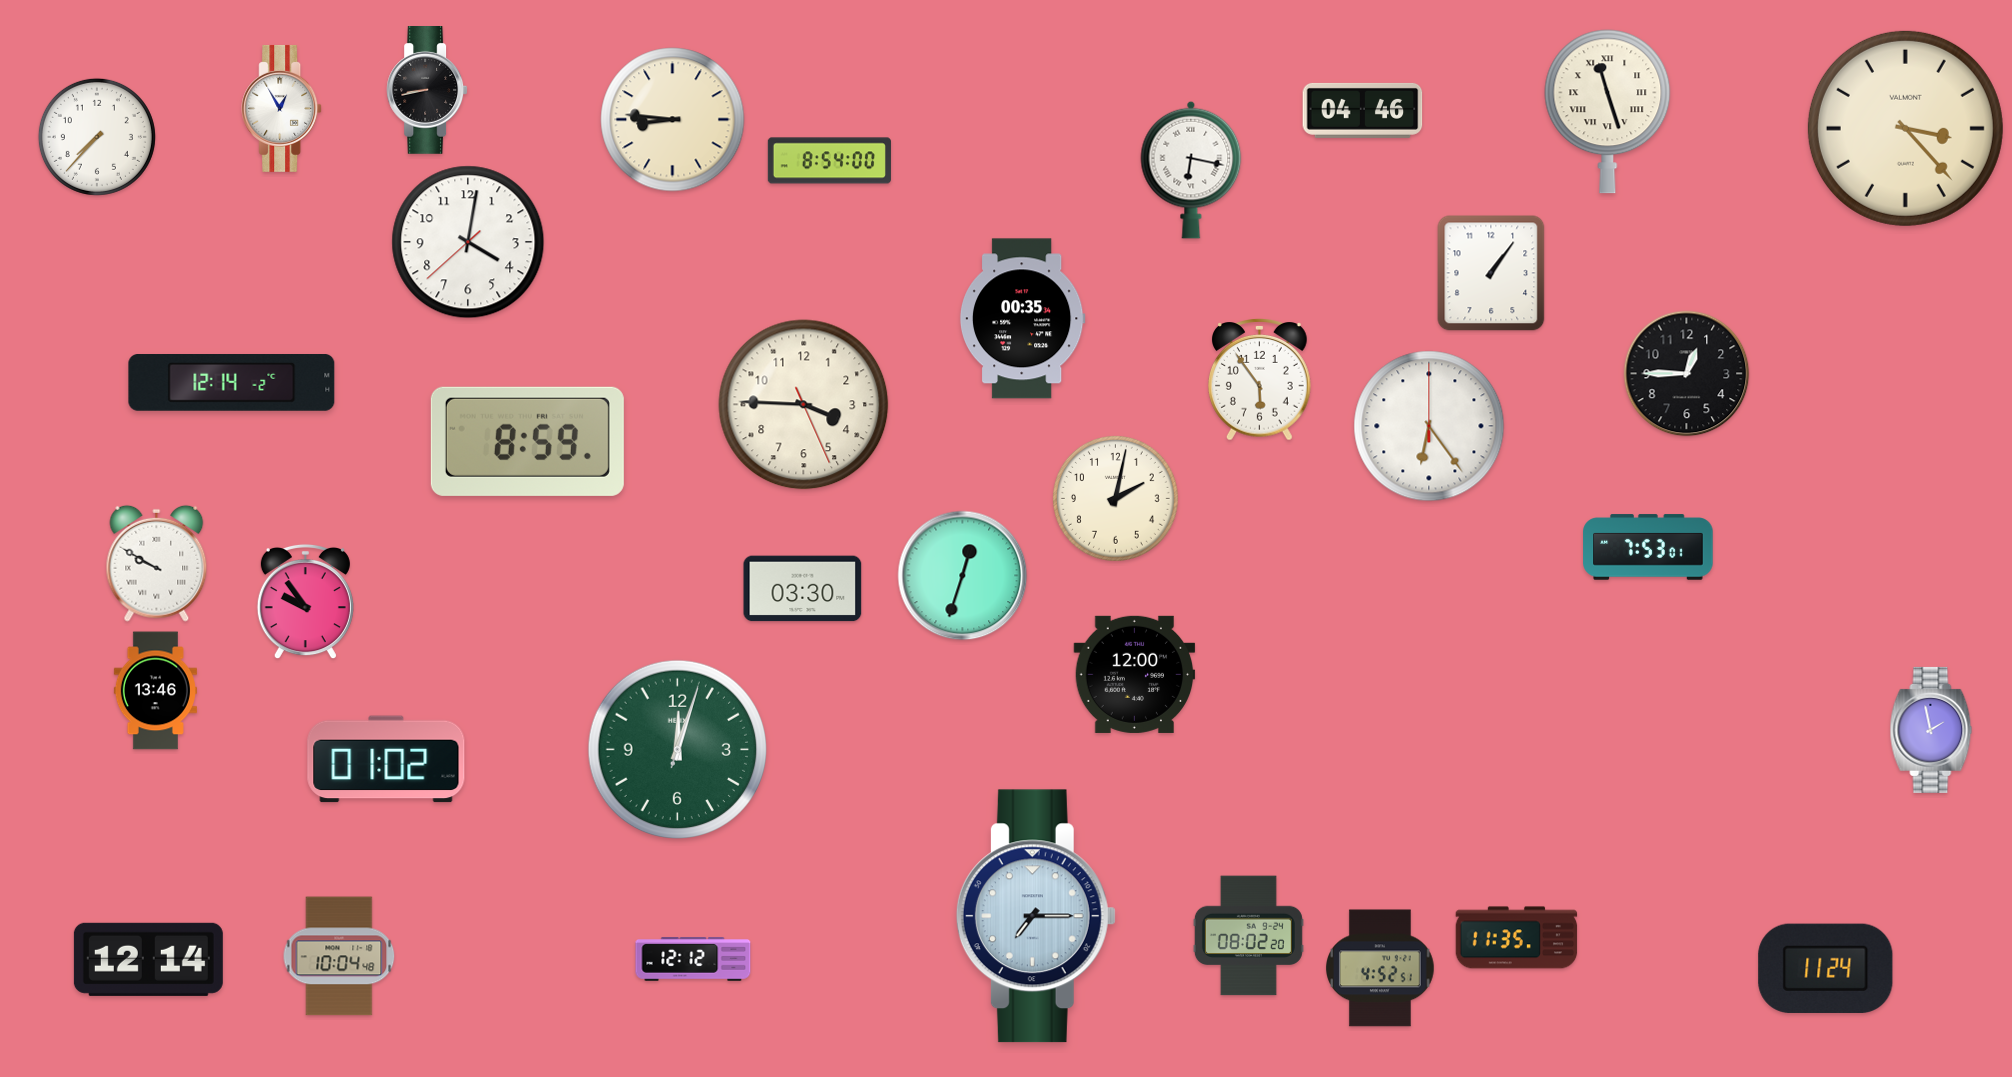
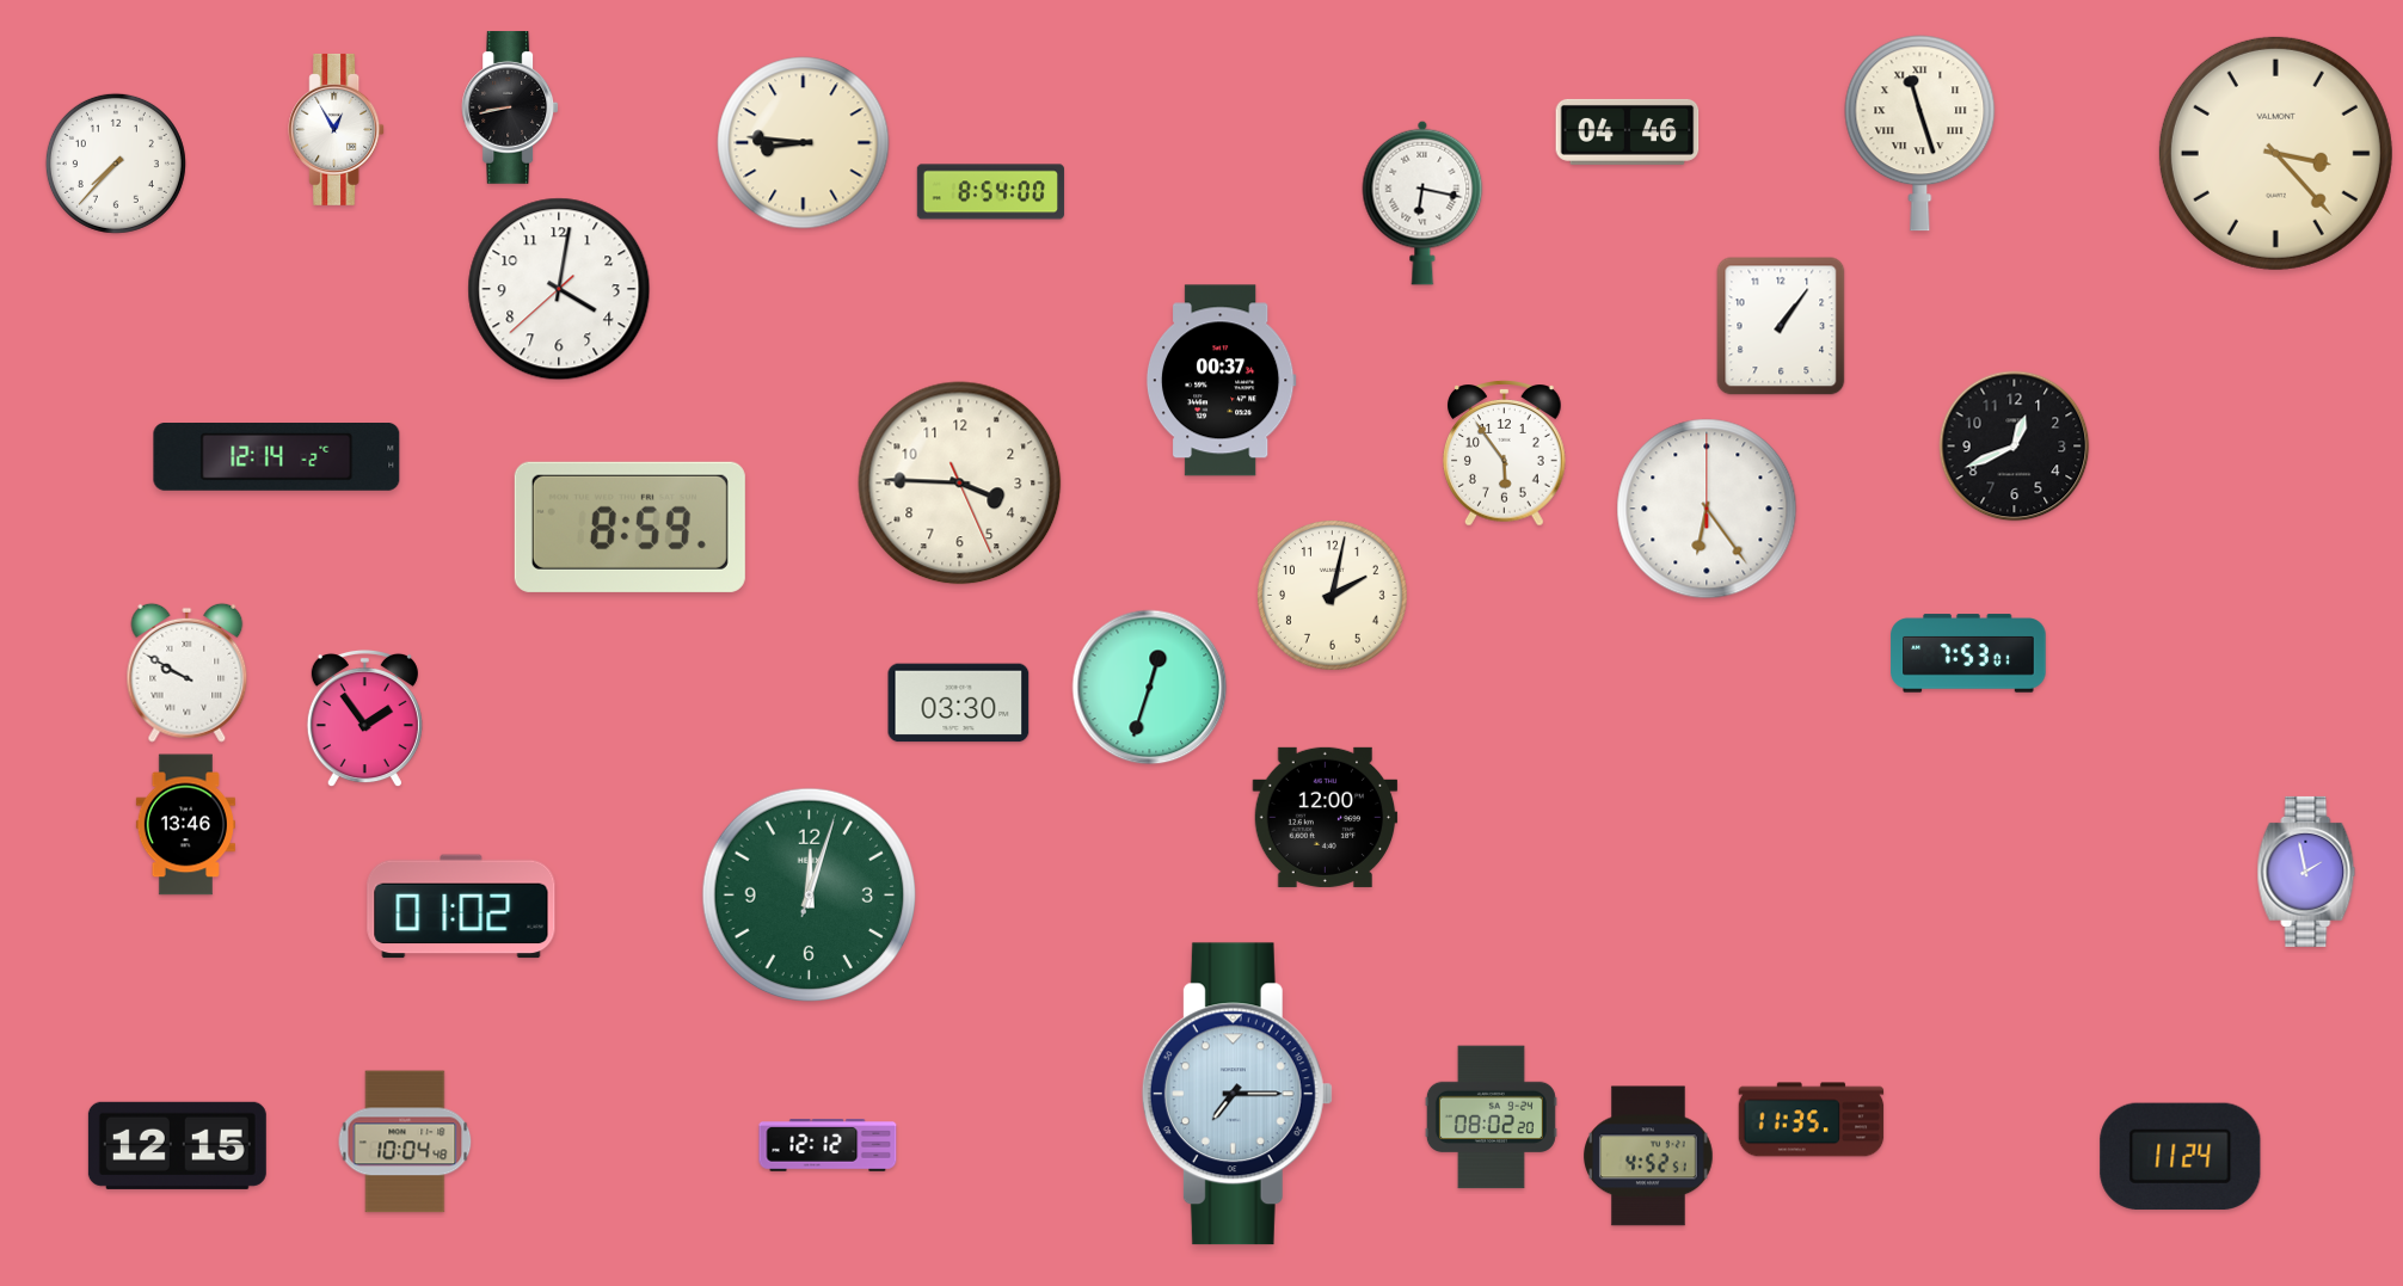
clock at (1022, 319): 00:35 -> 00:37
clock at (1687, 374): 12:45 -> 12:41
clock at (305, 602): 9:54 -> 1:54
clock at (1135, 674) position: (1135, 674) -> (1326, 817)
clock at (148, 959): 12:14 -> 12:15
